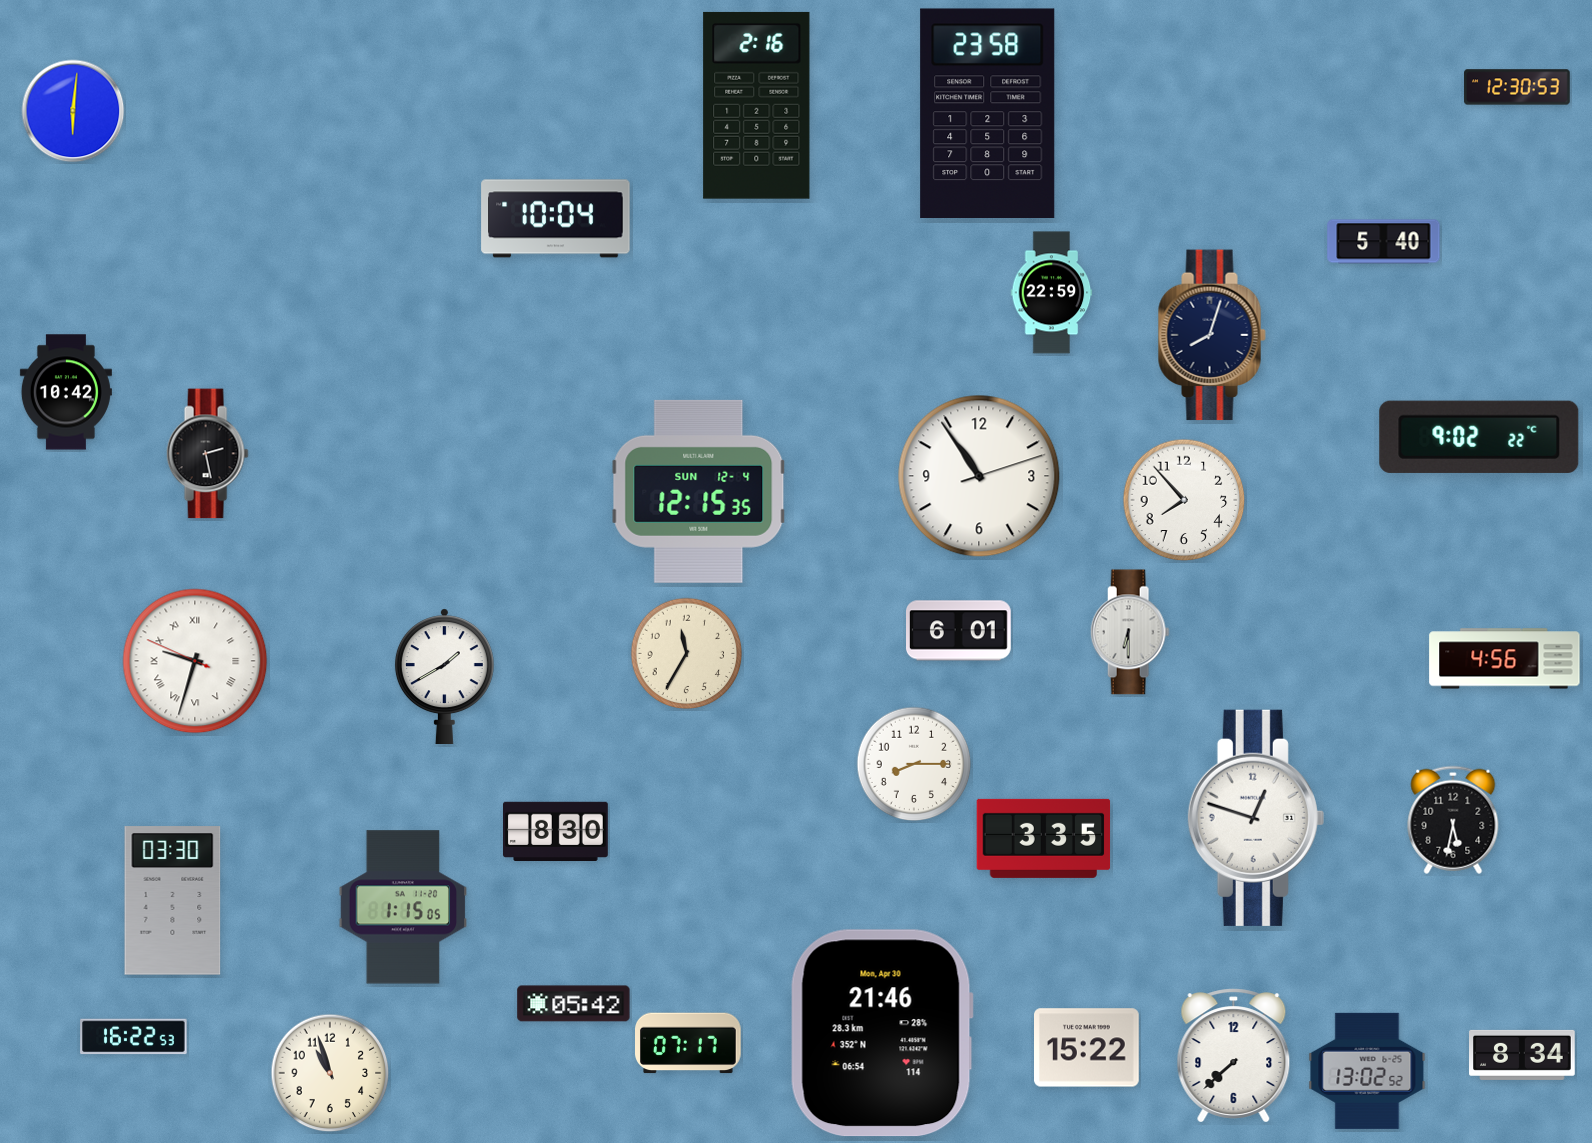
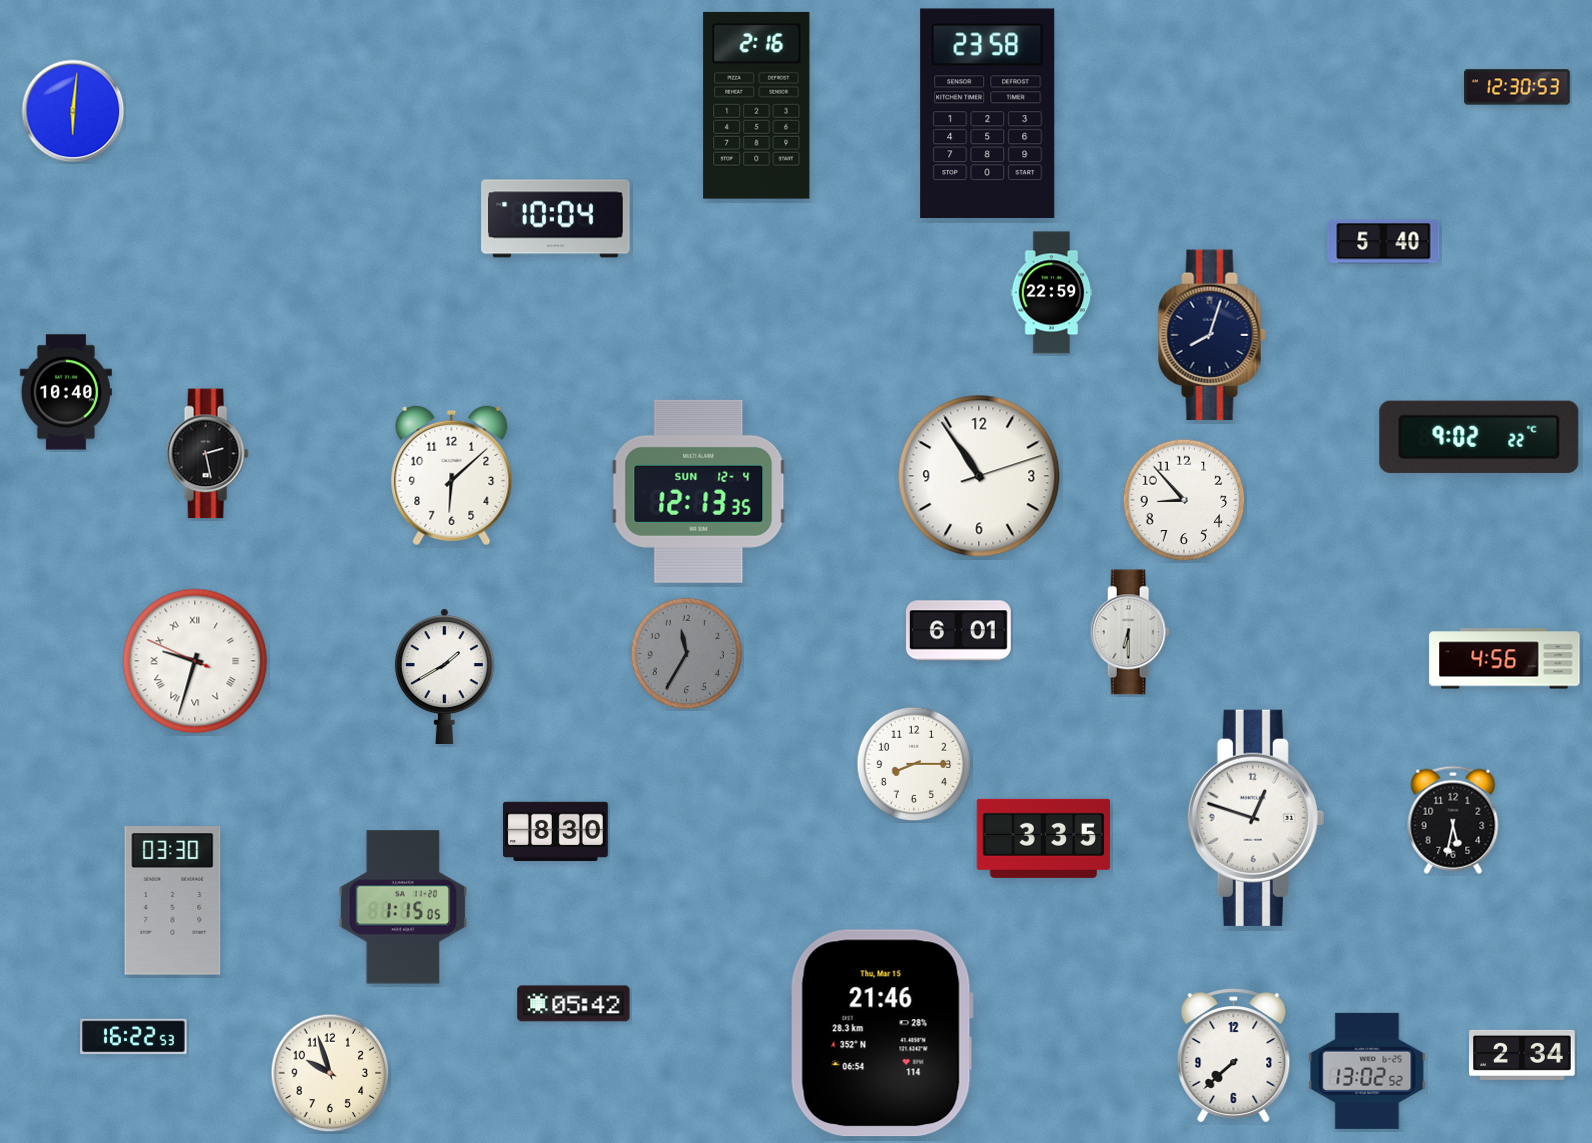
clock at (66, 392): 10:42 -> 10:40
clock at (452, 476): none -> 6:08
clock at (699, 491): 12:15 -> 12:13
clock at (1184, 500): 7:53 -> 8:53
clock at (687, 654) dial: cream -> grey
clock at (882, 1033) date: Mon, Apr 30 -> Thu, Mar 15
clock at (689, 1043): 07:17 -> none
clock at (1087, 1048): 15:22 -> none
clock at (1522, 1055): 8:34 -> 2:34
clock at (330, 1073): 10:57 -> 9:57
